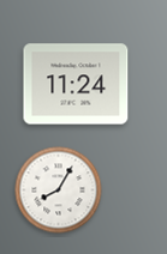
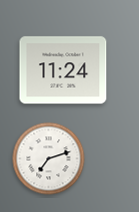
clock at (59, 190): 8:05 -> 7:12
